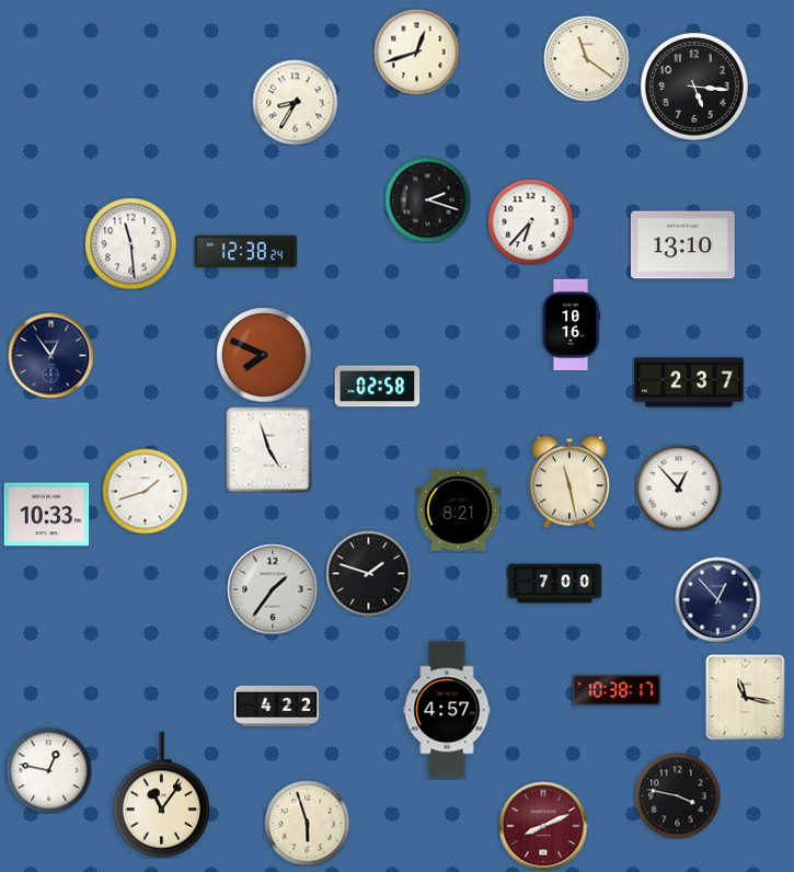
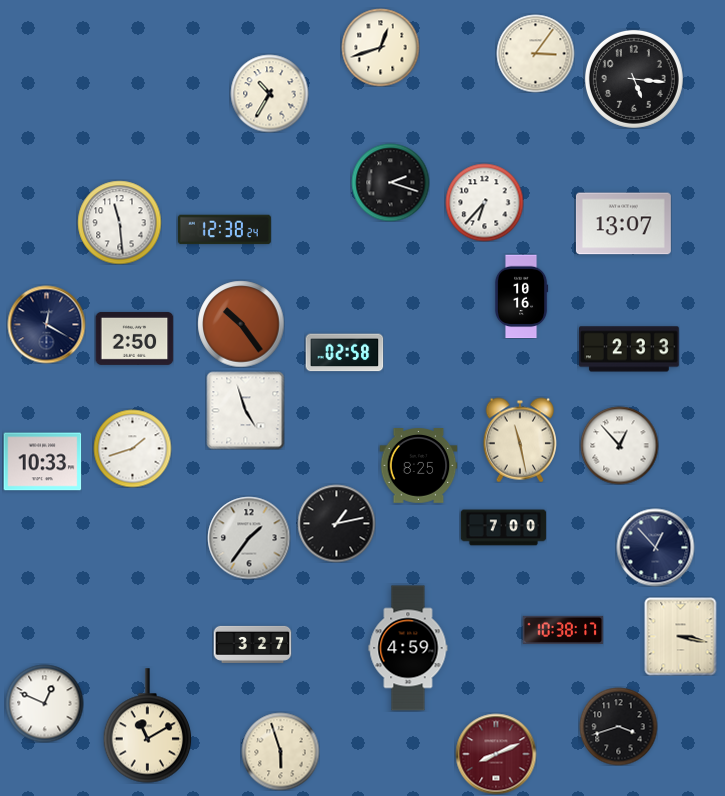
clock at (586, 58): 11:21 -> 3:06
clock at (295, 102): 8:35 -> 10:35
clock at (682, 245): 13:10 -> 13:07
clock at (50, 355): 12:54 -> 12:20
clock at (264, 355): 7:49 -> 10:24
clock at (134, 338): none -> 2:50
clock at (690, 382): 2:37 -> 2:33
clock at (458, 510): 8:21 -> 8:25
clock at (46, 515) position: (46, 515) -> (42, 462)
clock at (368, 573): 1:48 -> 1:13
clock at (554, 584) position: (554, 584) -> (503, 528)
clock at (746, 697): 11:17 -> 3:17
clock at (276, 705): 4:22 -> 3:27
clock at (447, 710): 4:57 -> 4:59
clock at (48, 770): 12:47 -> 12:49
clock at (162, 795): 11:06 -> 11:10
clock at (677, 795): 3:47 -> 3:42
